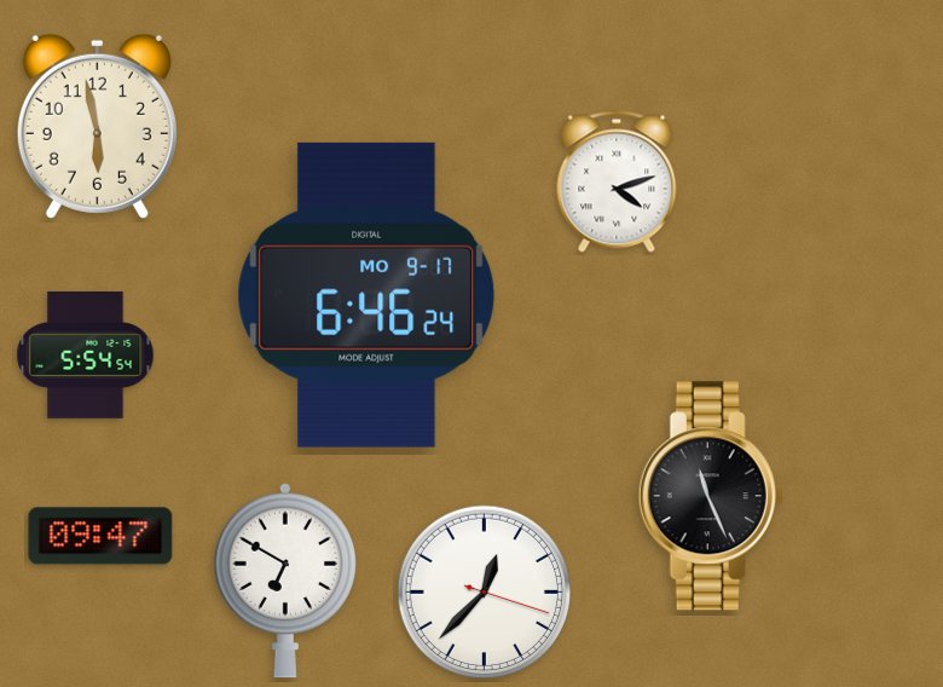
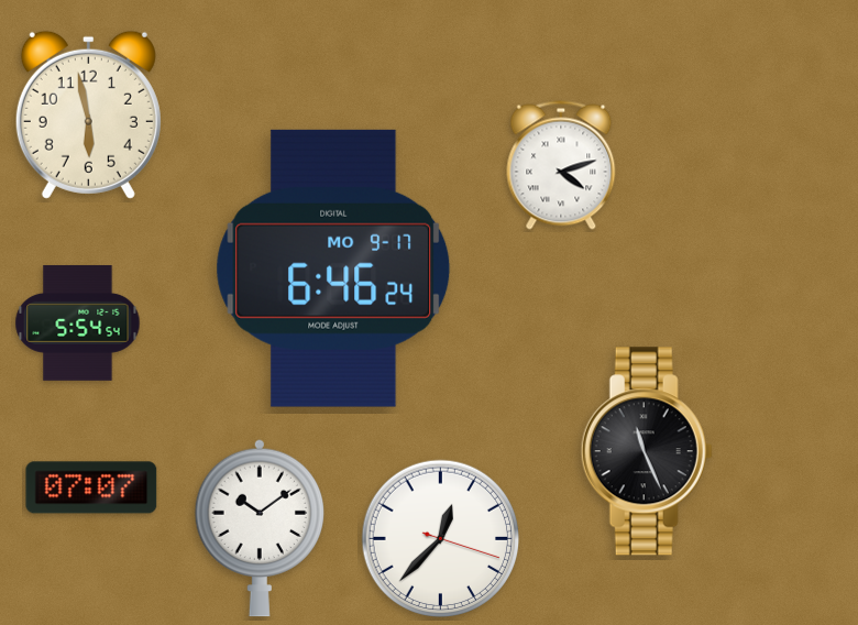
clock at (100, 536): 09:47 -> 07:07
clock at (285, 581): 6:50 -> 10:09
